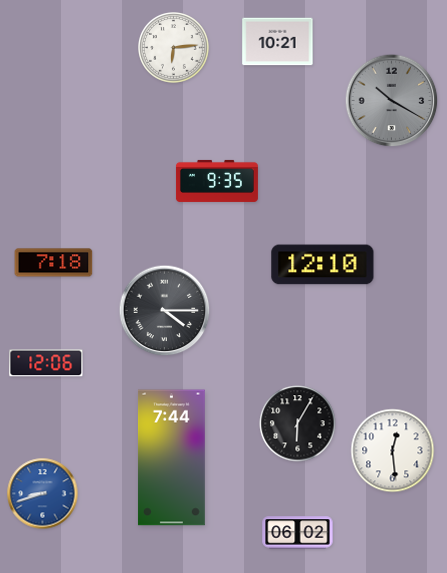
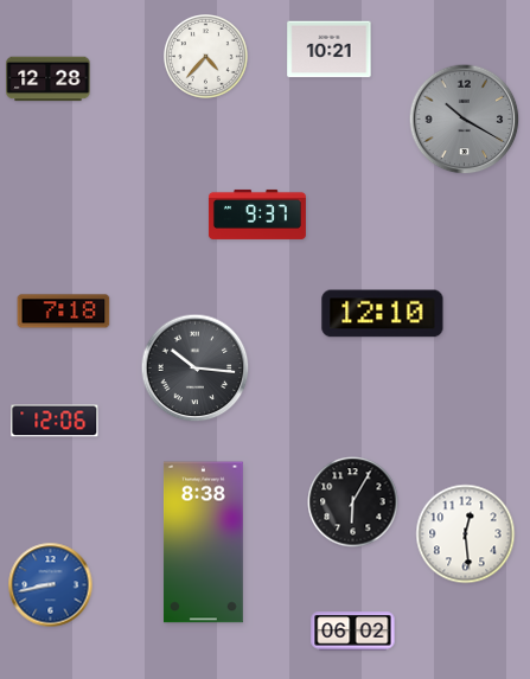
clock at (174, 48): 6:14 -> 4:37
clock at (49, 79): none -> 12:28
clock at (217, 181): 9:35 -> 9:37
clock at (165, 311): 4:15 -> 10:16
clock at (46, 363) position: (46, 363) -> (55, 421)
clock at (171, 458): 7:44 -> 8:38
clock at (43, 494): 8:42 -> 8:43
